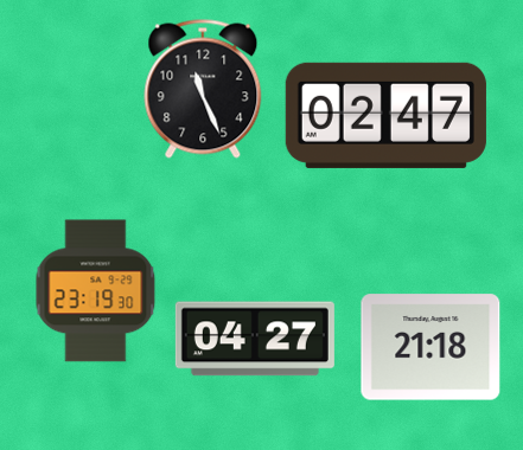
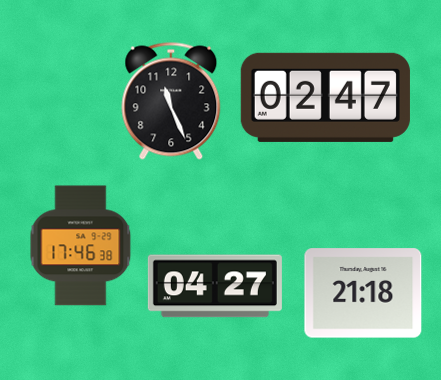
clock at (203, 89) position: (203, 89) -> (171, 101)
clock at (96, 291): 23:19 -> 17:46
